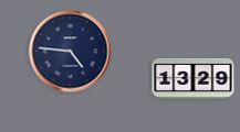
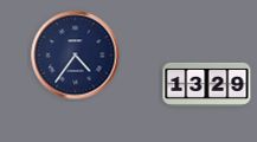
clock at (71, 52): 4:46 -> 4:36
